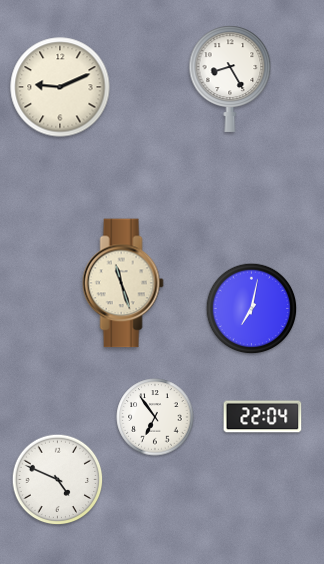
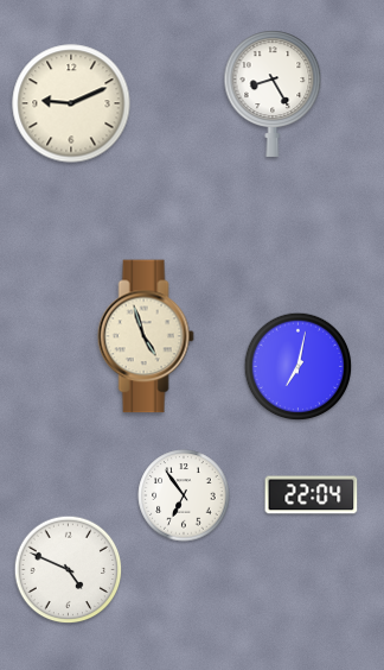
clock at (123, 283): 11:27 -> 4:57
